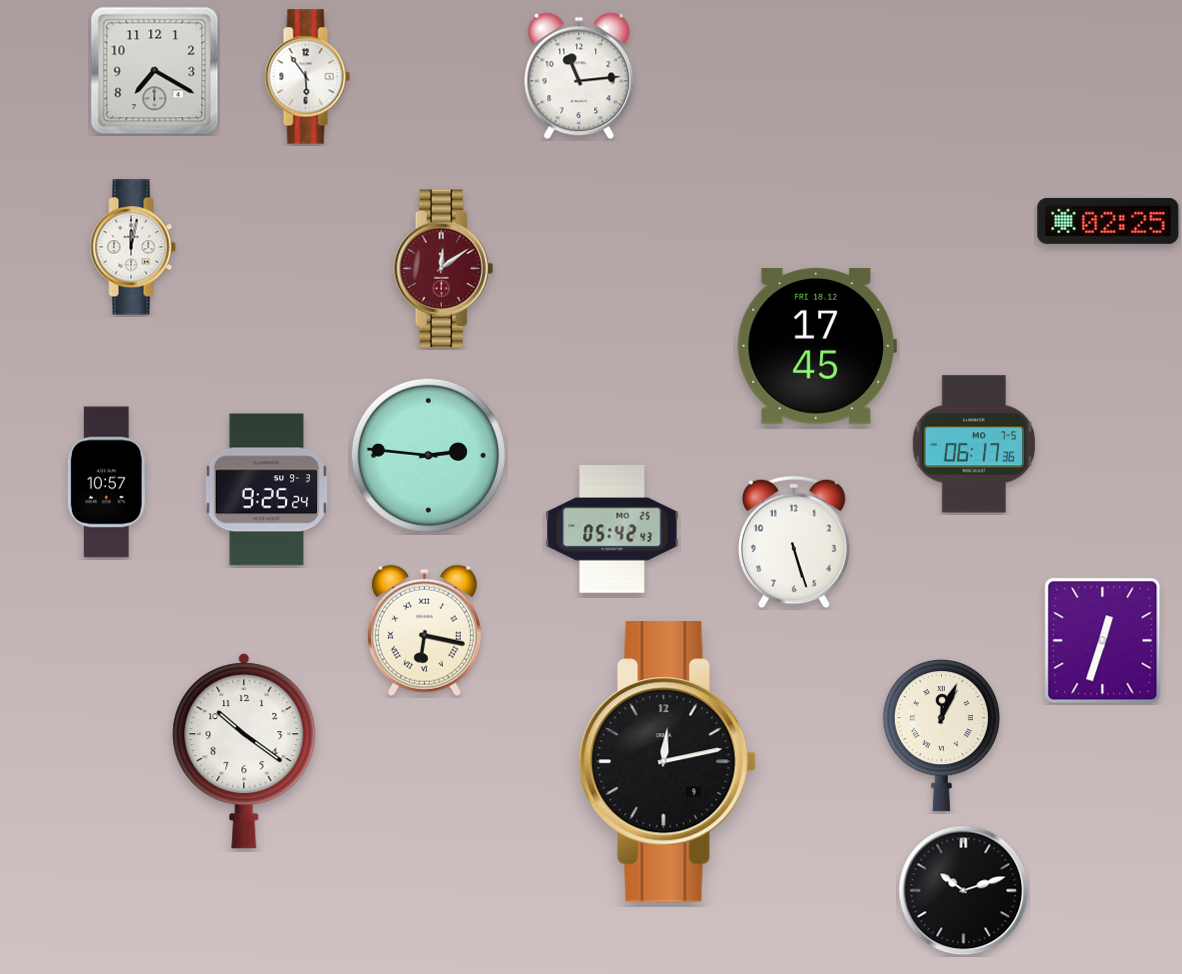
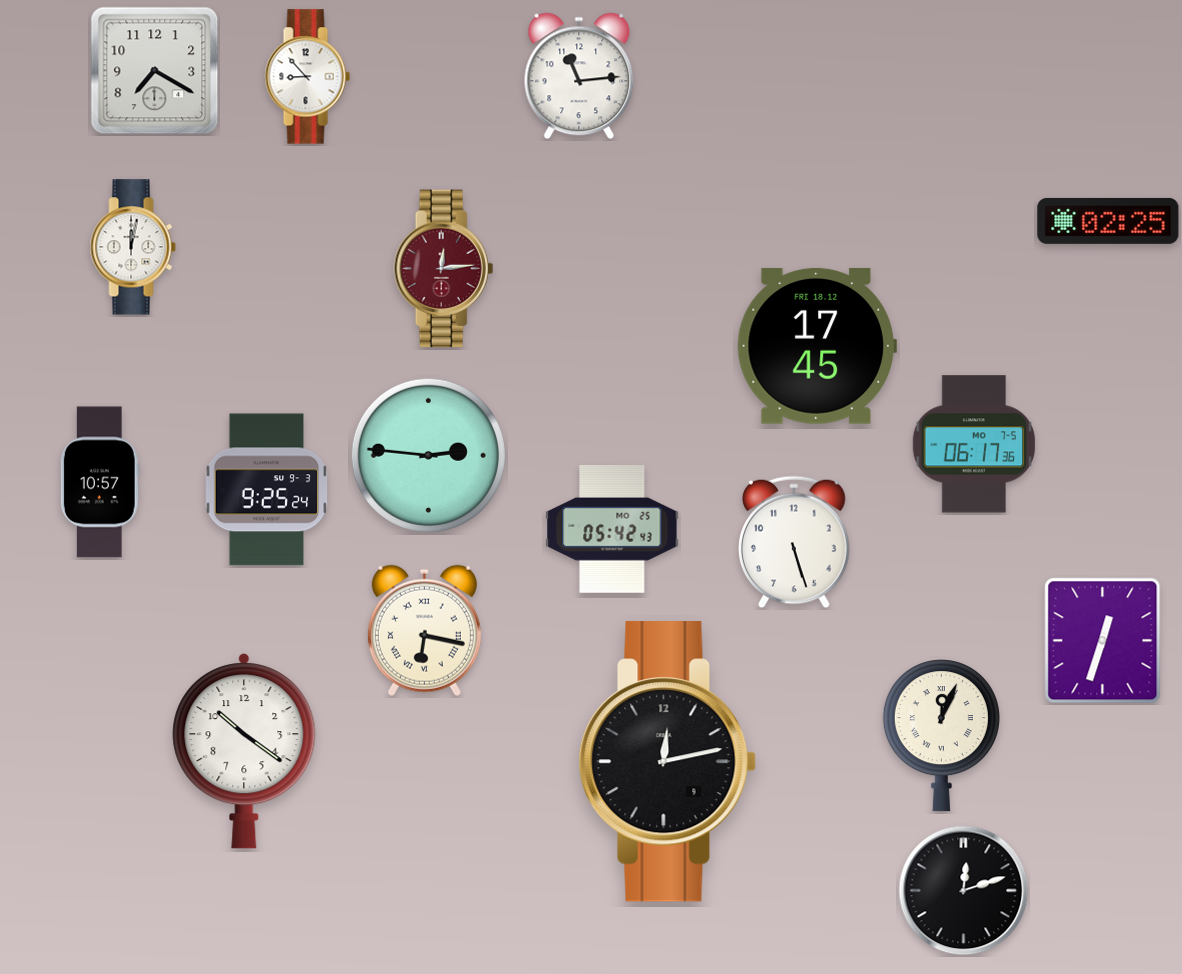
clock at (307, 77): 5:54 -> 8:53
clock at (444, 269): 12:09 -> 12:14
clock at (107, 482) position: (107, 482) -> (100, 482)
clock at (964, 891): 10:12 -> 12:12
